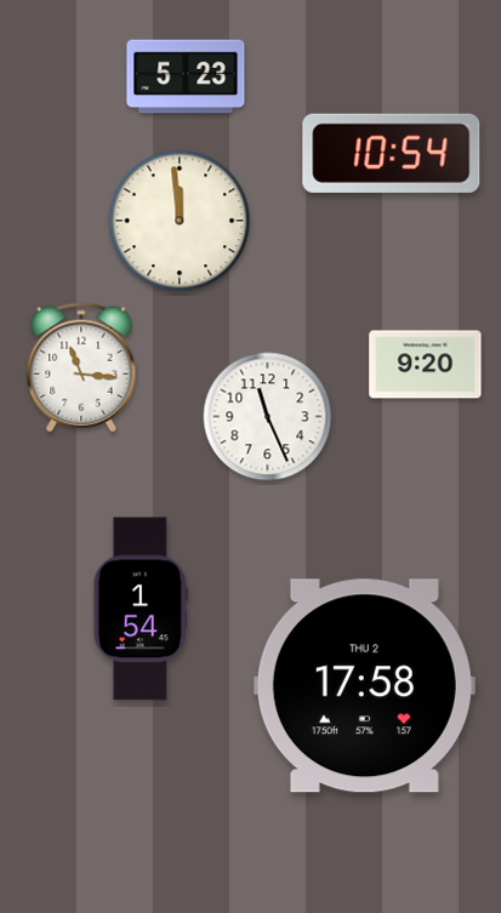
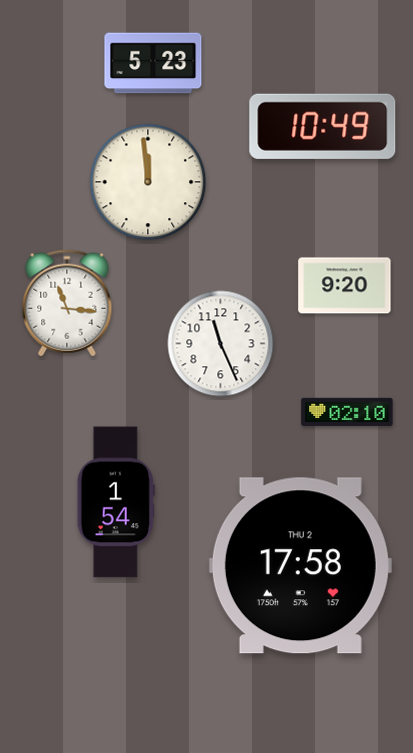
clock at (392, 153): 10:54 -> 10:49
clock at (426, 365) position: (426, 365) -> (345, 286)
clock at (347, 412): none -> 02:10
